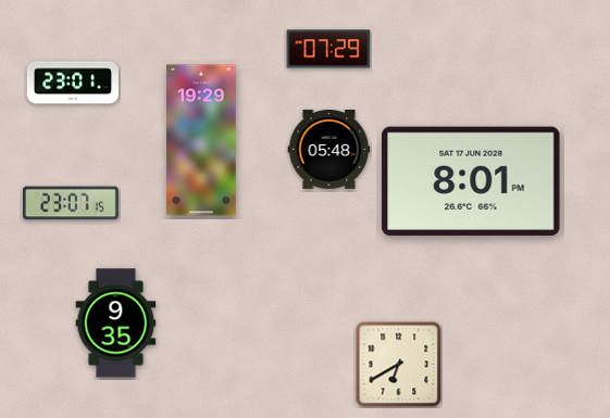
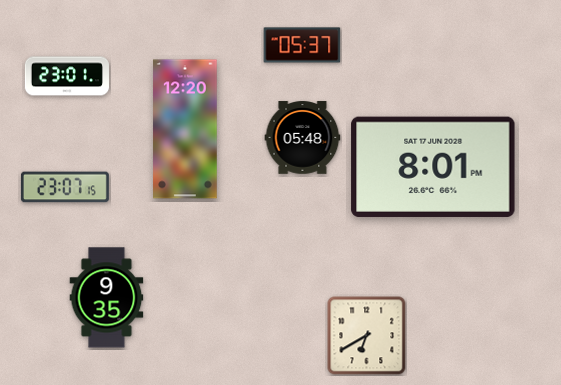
clock at (328, 49): 07:29 -> 05:37
clock at (201, 140): 19:29 -> 12:20
